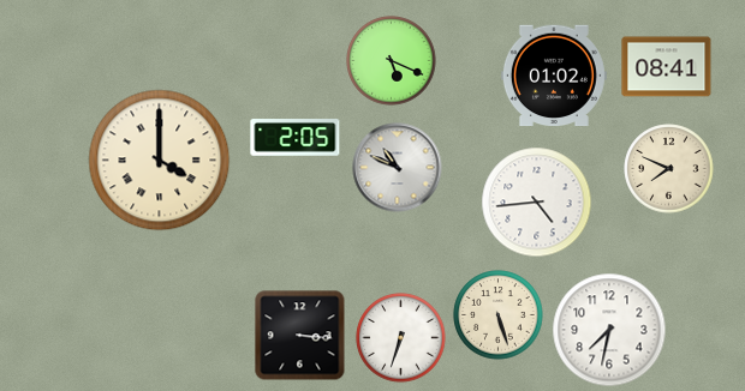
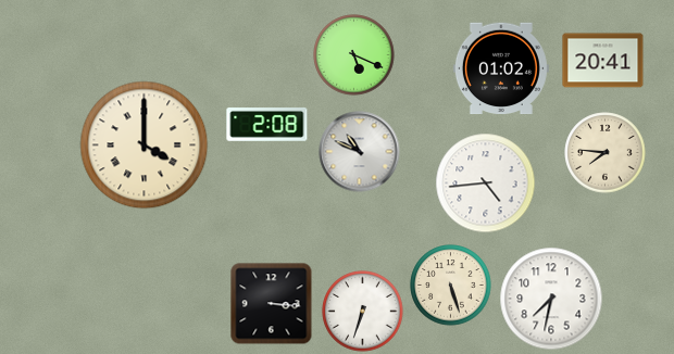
clock at (667, 67): 08:41 -> 20:41
clock at (296, 138): 2:05 -> 2:08
clock at (669, 169): 7:49 -> 7:46
clock at (401, 338) position: (401, 338) -> (363, 312)
